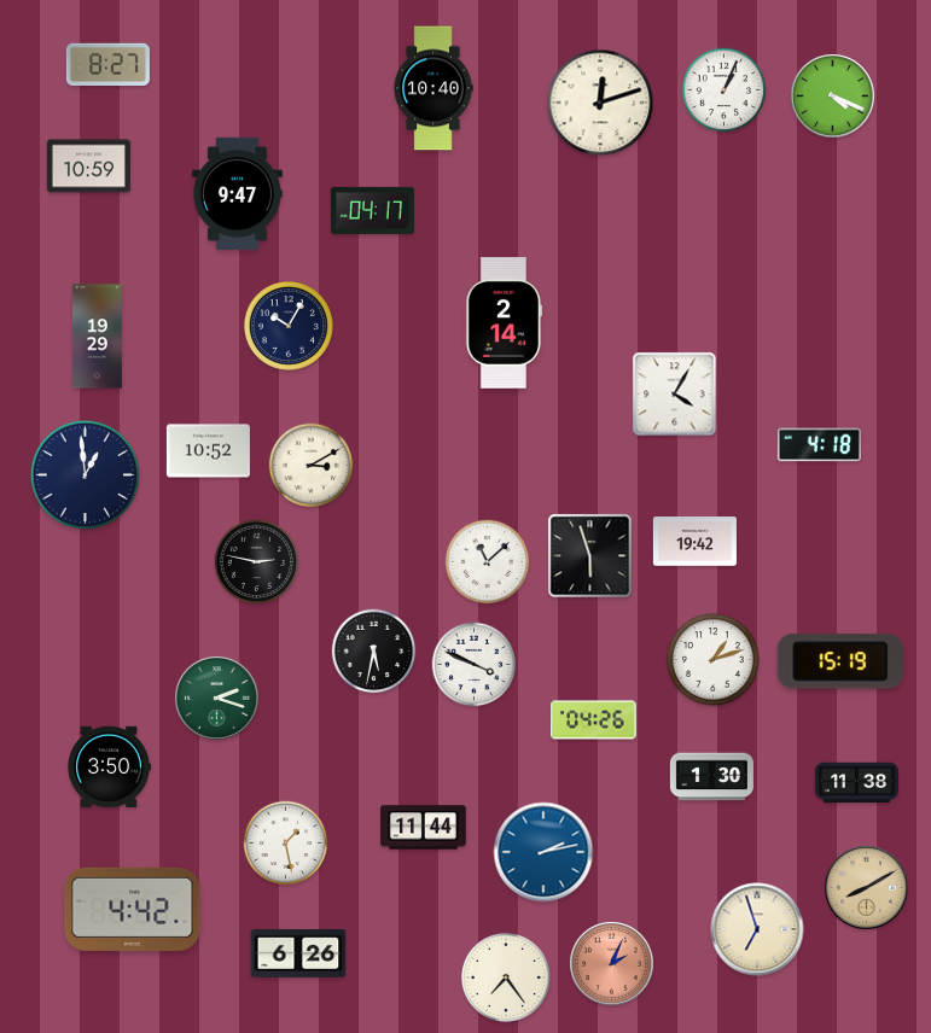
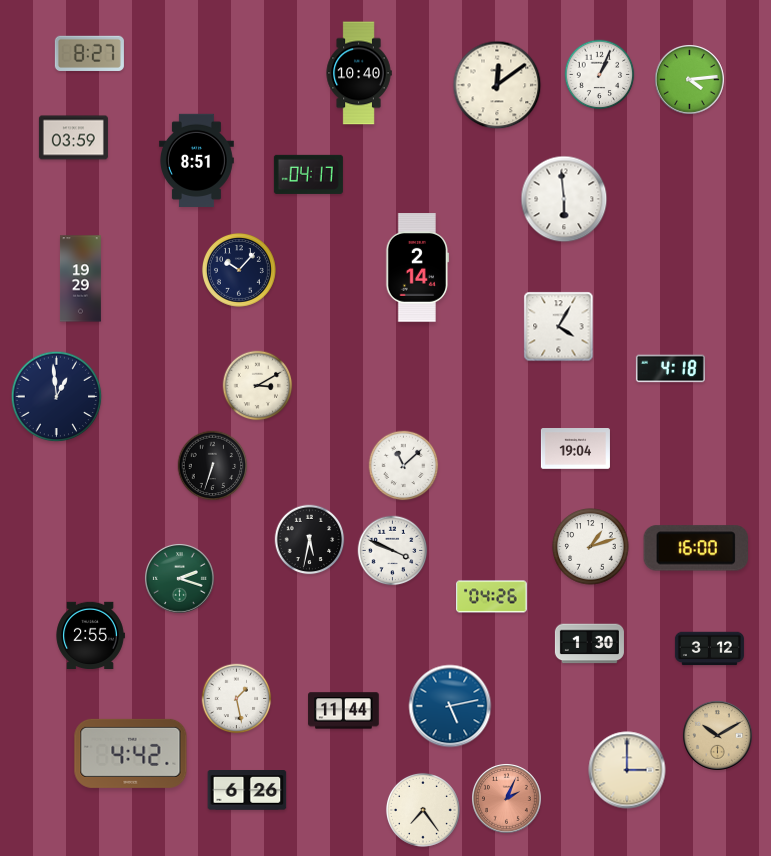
clock at (833, 97): 4:19 -> 4:14
clock at (600, 103): 12:12 -> 12:09
clock at (88, 167): 10:59 -> 03:59
clock at (237, 193): 9:47 -> 8:51
clock at (564, 199): none -> 5:59
clock at (289, 326): 10:05 -> 10:07
clock at (819, 445) position: (819, 445) -> (670, 369)
clock at (208, 451): 10:52 -> none
clock at (86, 475) position: (86, 475) -> (57, 397)
clock at (694, 542): 19:42 -> 19:04
clock at (590, 556): 5:57 -> none
clock at (257, 562): 2:47 -> 6:33
clock at (840, 661): 15:19 -> 16:00
clock at (109, 766): 3:50 -> 2:55
clock at (856, 783): 11:38 -> 3:12
clock at (424, 828) position: (424, 828) -> (344, 711)
clock at (543, 852): 2:13 -> 5:13
clock at (867, 888): 8:10 -> 10:10
clock at (133, 909) position: (133, 909) -> (131, 753)
clock at (757, 929): 6:57 -> 3:00
clock at (506, 977) position: (506, 977) -> (423, 810)
